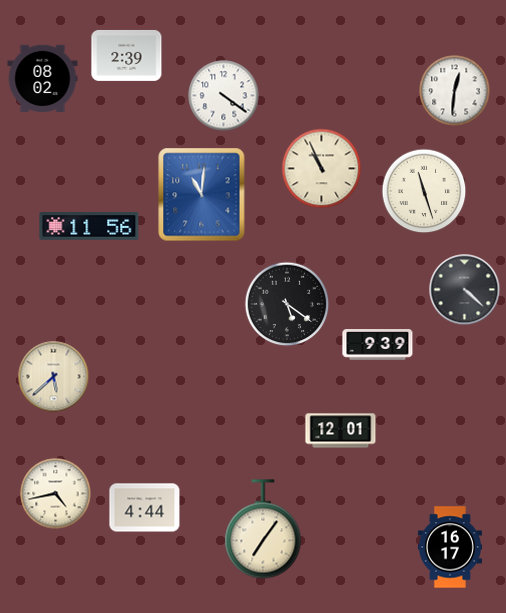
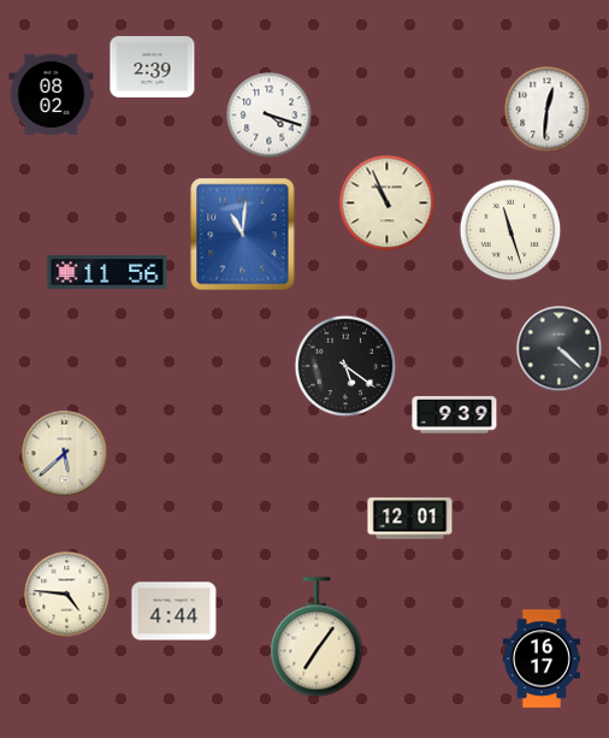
clock at (224, 96): 4:21 -> 4:18
clock at (56, 494): 4:43 -> 4:46
